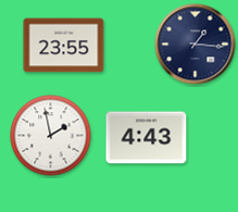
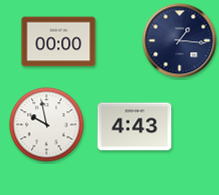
clock at (64, 46): 23:55 -> 00:00
clock at (51, 136): 1:58 -> 9:58
